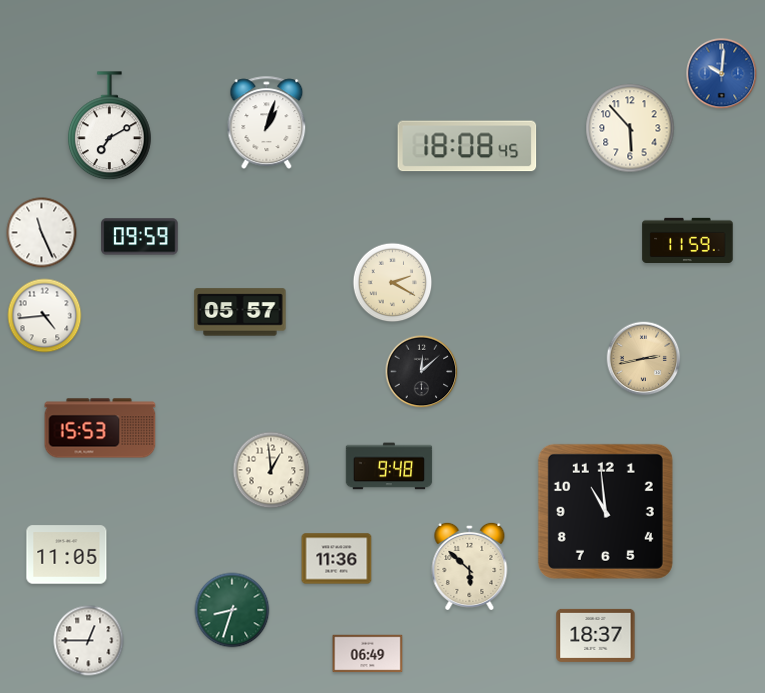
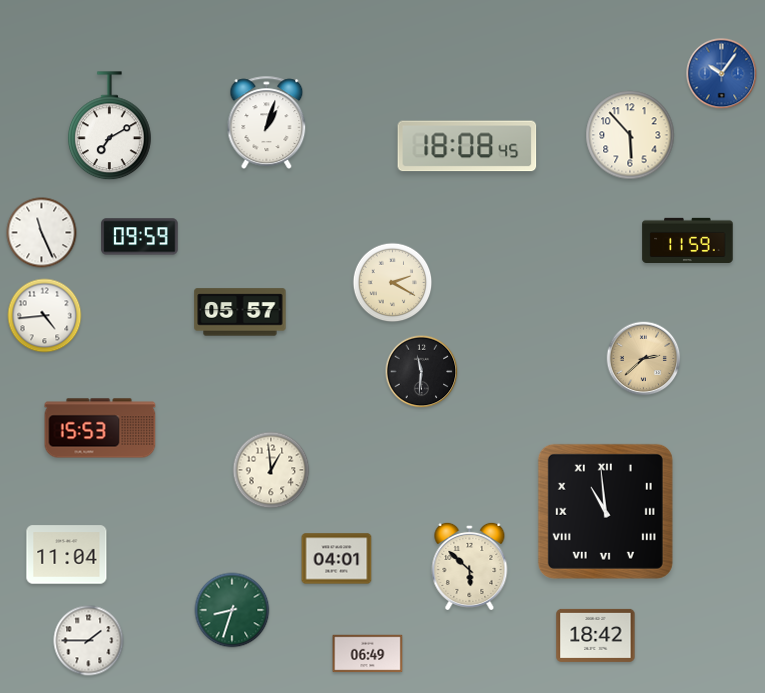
clock at (722, 74): 10:01 -> 10:06
clock at (630, 128) position: (630, 128) -> (630, 135)
clock at (644, 359): 2:43 -> 2:38
clock at (422, 372): 12:08 -> 11:31
clock at (389, 466): 9:48 -> none
clock at (605, 511) numerals: Arabic -> Roman
clock at (67, 555): 11:05 -> 11:04
clock at (337, 559): 11:36 -> 04:01
clock at (596, 635): 18:37 -> 18:42
clock at (89, 641): 12:45 -> 1:45
